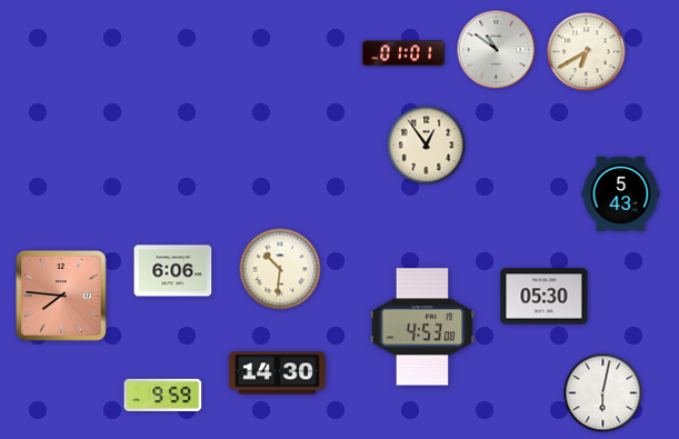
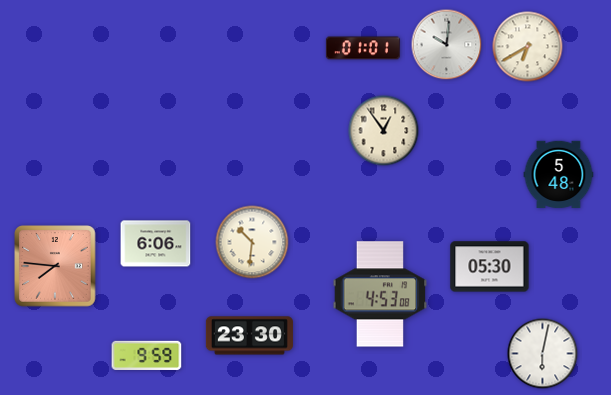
clock at (497, 50): 10:51 -> 10:01
clock at (621, 194): 5:43 -> 5:48
clock at (277, 373): 14:30 -> 23:30
